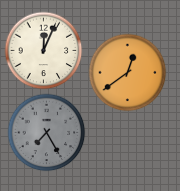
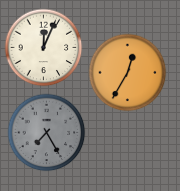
clock at (43, 50) position: (43, 50) -> (43, 47)
clock at (127, 72): 12:39 -> 12:35
